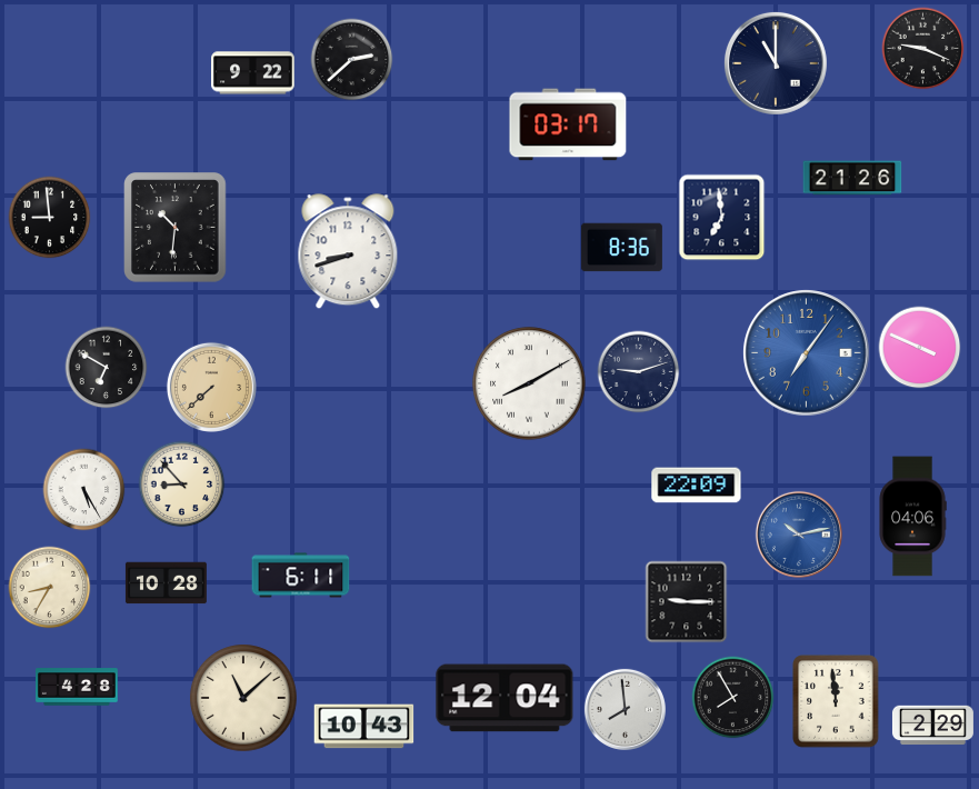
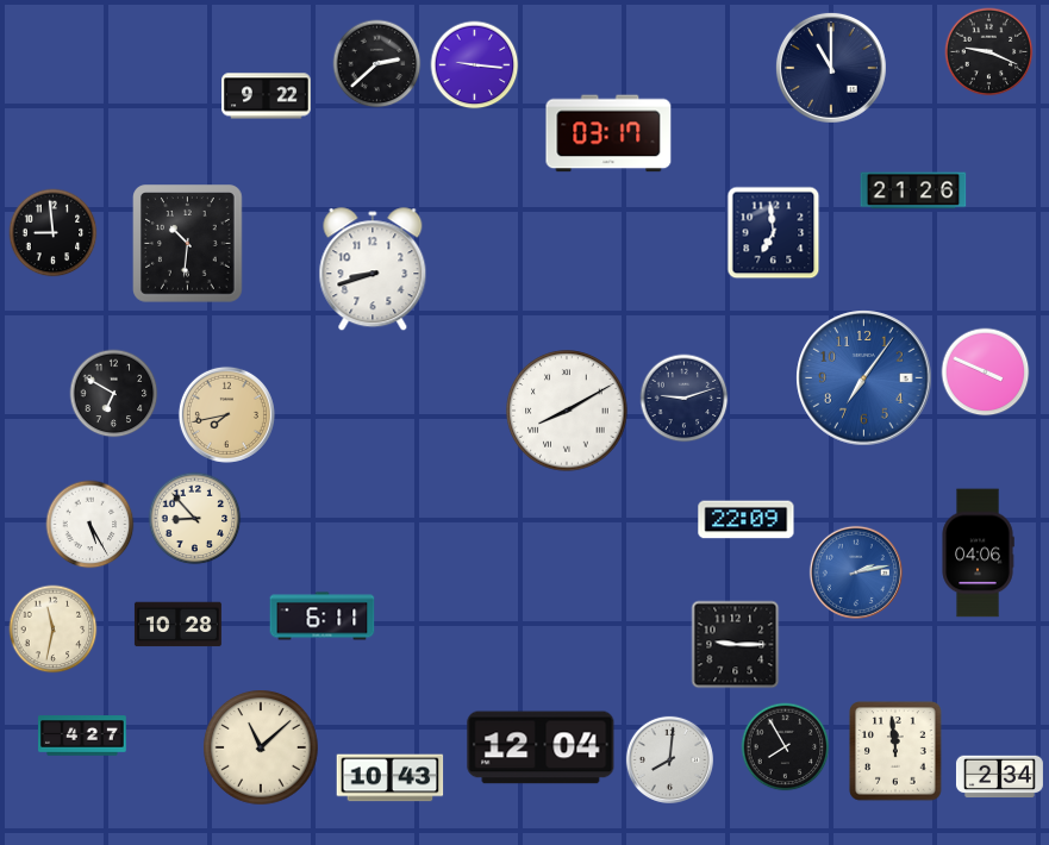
clock at (475, 65): none -> 9:16
clock at (253, 73) position: (253, 73) -> (267, 96)
clock at (621, 248): 8:36 -> none
clock at (211, 387): 7:38 -> 7:43
clock at (799, 535): 10:13 -> 2:13
clock at (50, 588): 8:35 -> 11:32
clock at (78, 687): 4:28 -> 4:27
clock at (625, 709): 7:59 -> 8:01
clock at (932, 726): 2:29 -> 2:34
